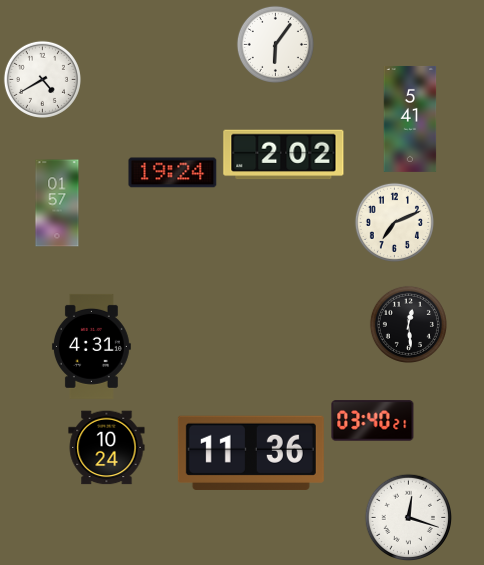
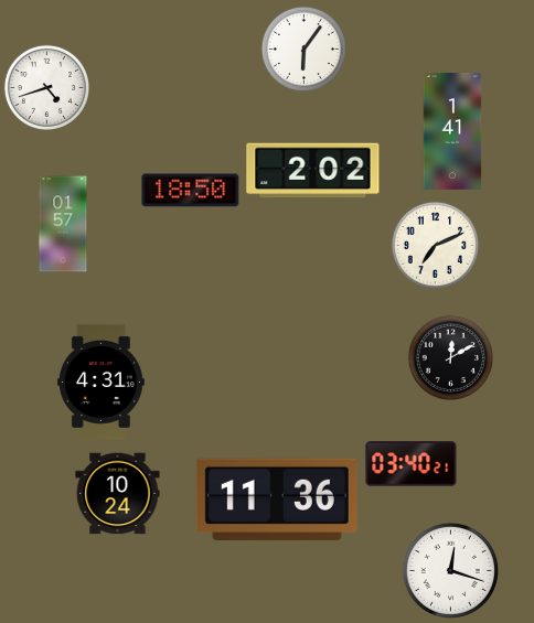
clock at (42, 79): 4:40 -> 4:42
clock at (410, 119): 5:41 -> 1:41
clock at (173, 173): 19:24 -> 18:50
clock at (408, 324): 12:29 -> 12:10
